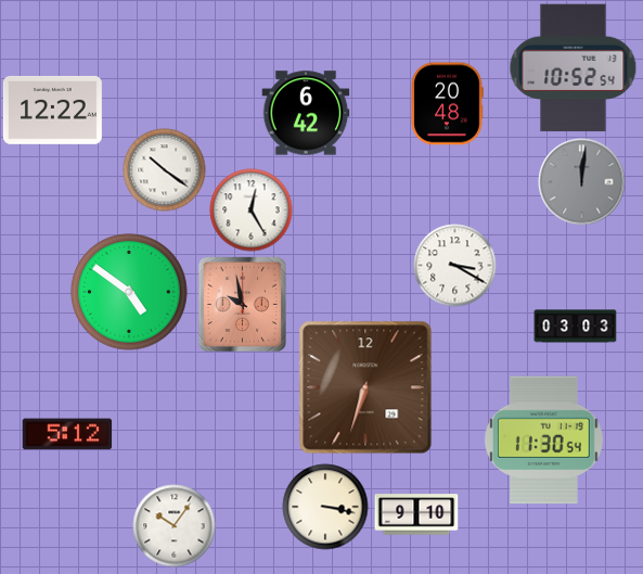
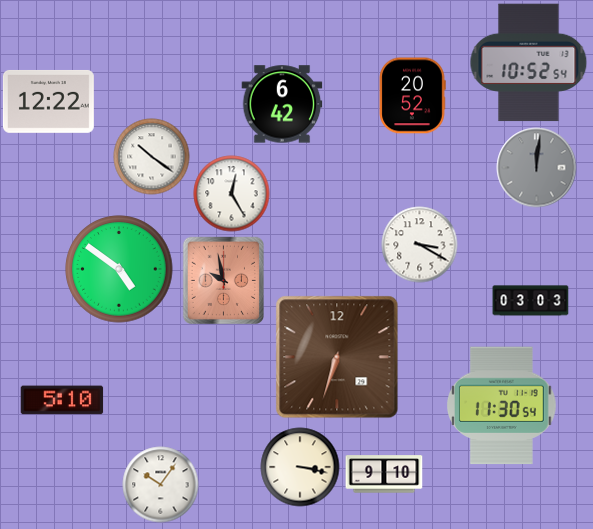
clock at (447, 104): 20:48 -> 20:52
clock at (67, 434): 5:12 -> 5:10
